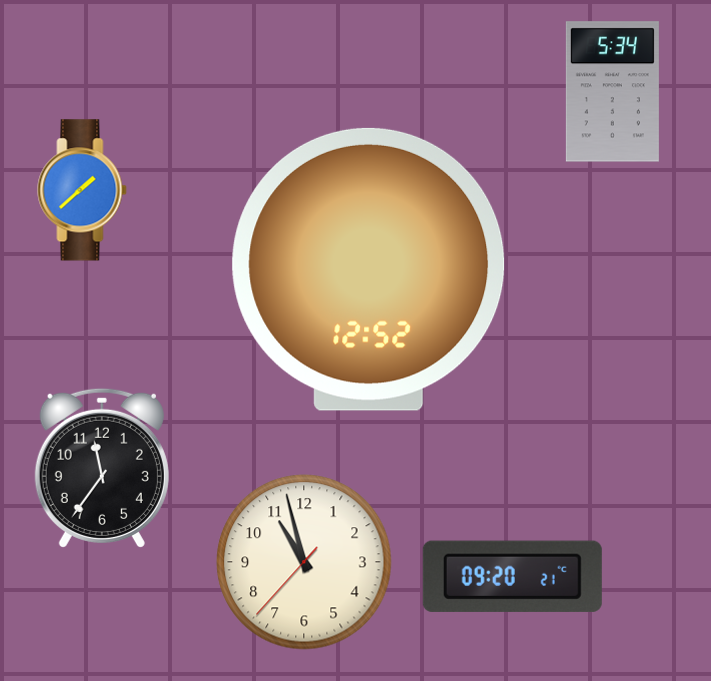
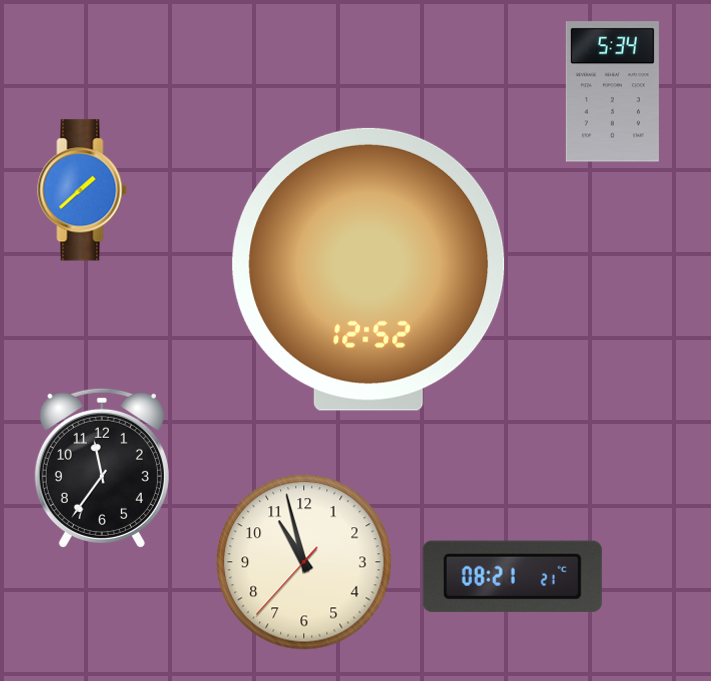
clock at (512, 576): 09:20 -> 08:21
